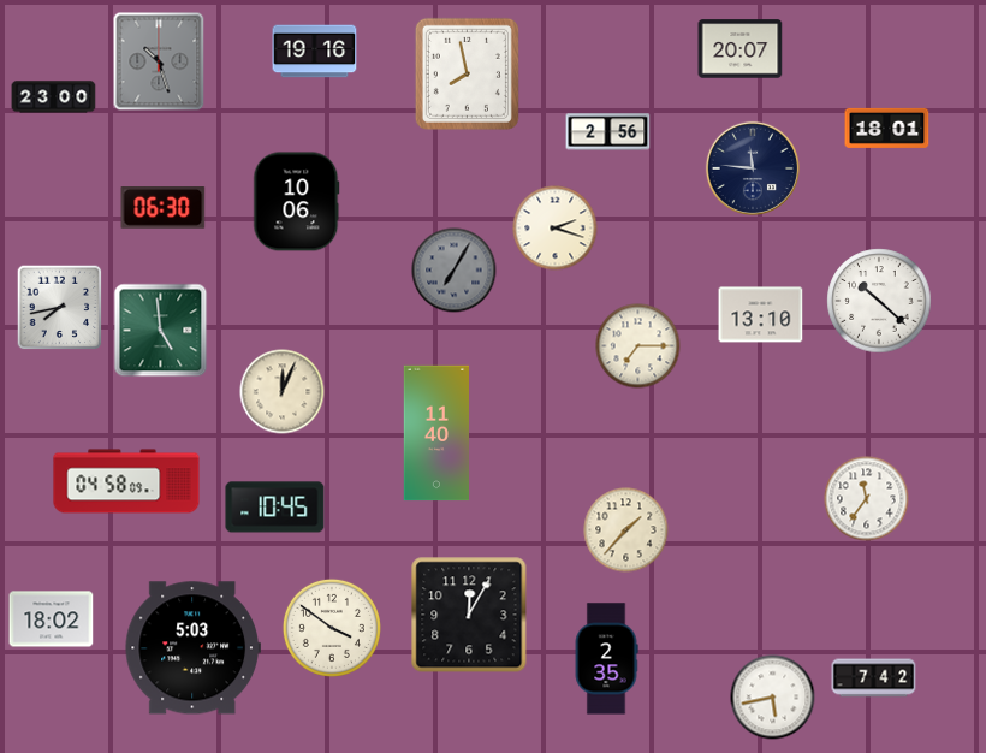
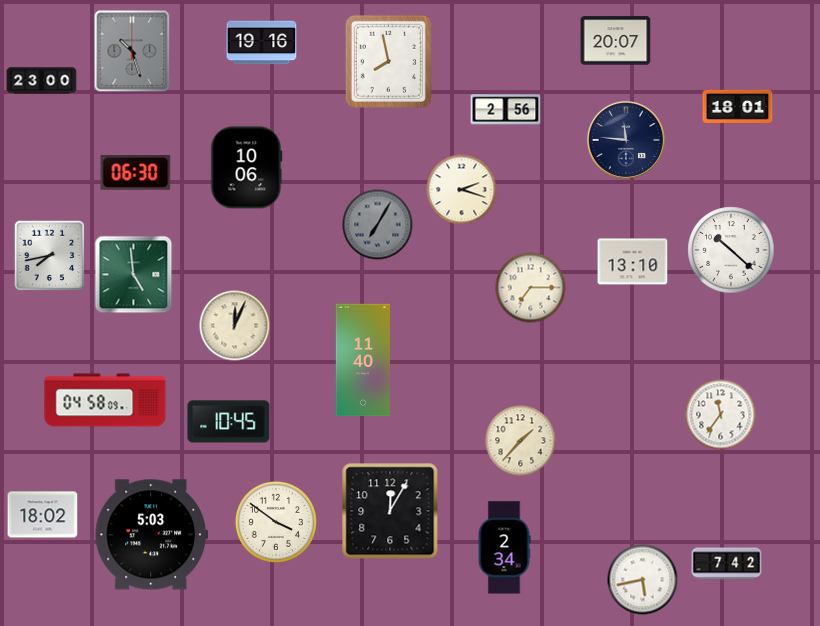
clock at (54, 97) position: (54, 97) -> (42, 81)
clock at (192, 648) position: (192, 648) -> (151, 535)
clock at (606, 659): 2:35 -> 2:34
